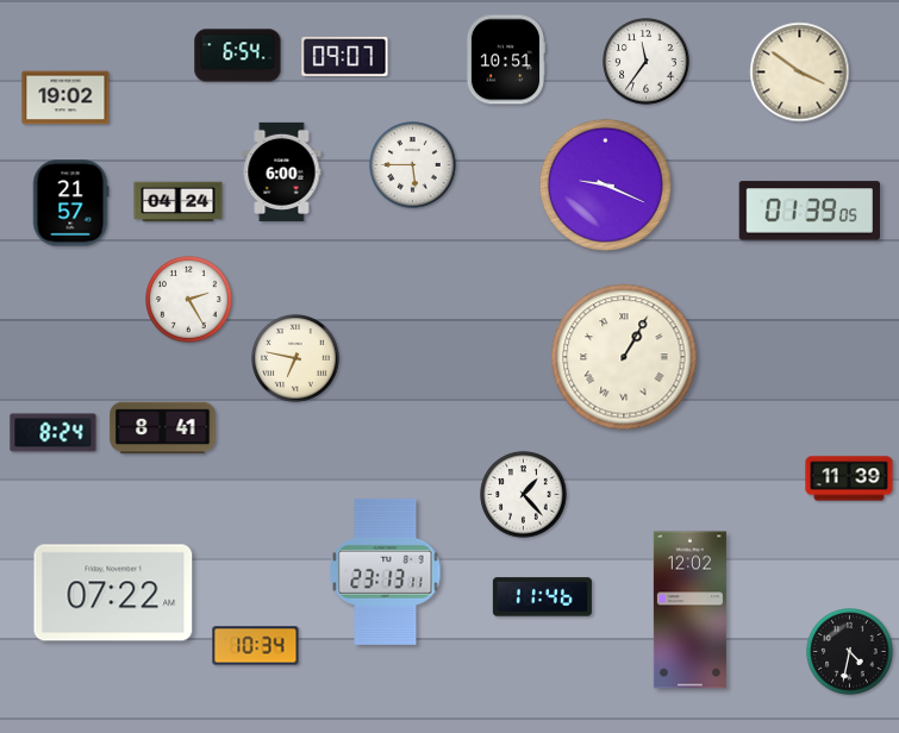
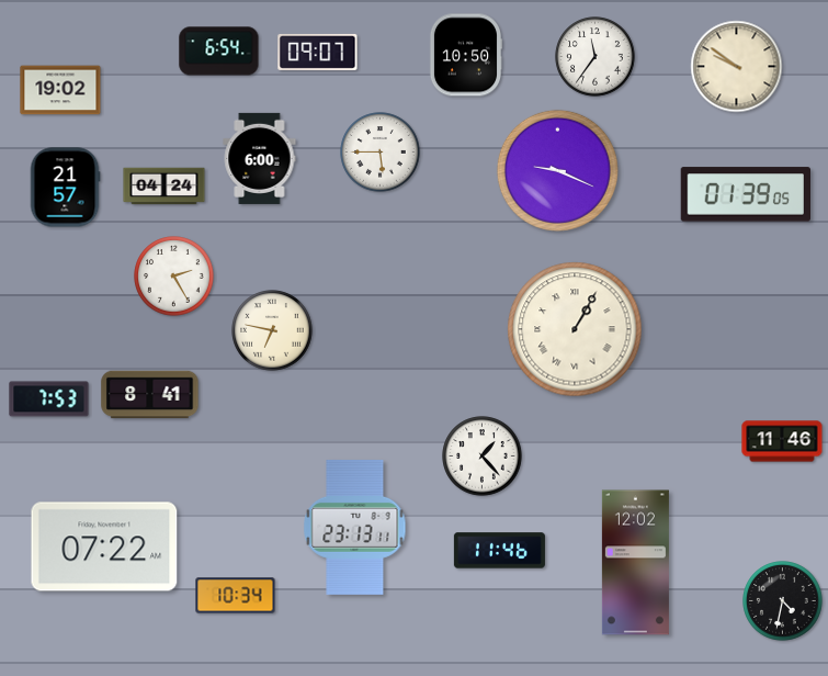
clock at (505, 59): 10:51 -> 10:50
clock at (800, 73): 3:51 -> 9:51
clock at (54, 433): 8:24 -> 7:53
clock at (849, 478): 11:39 -> 11:46
